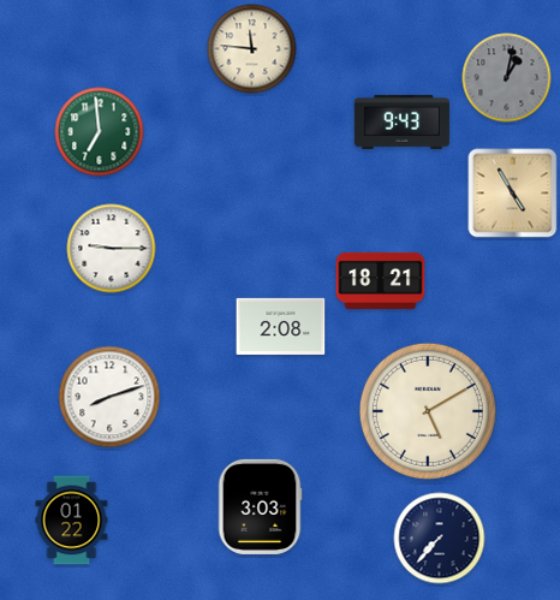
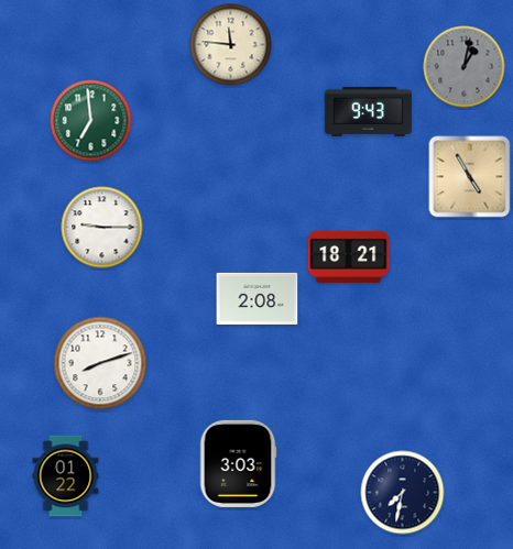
clock at (507, 78) position: (507, 78) -> (465, 67)
clock at (428, 411): 5:10 -> none
clock at (440, 539): 7:37 -> 7:32
